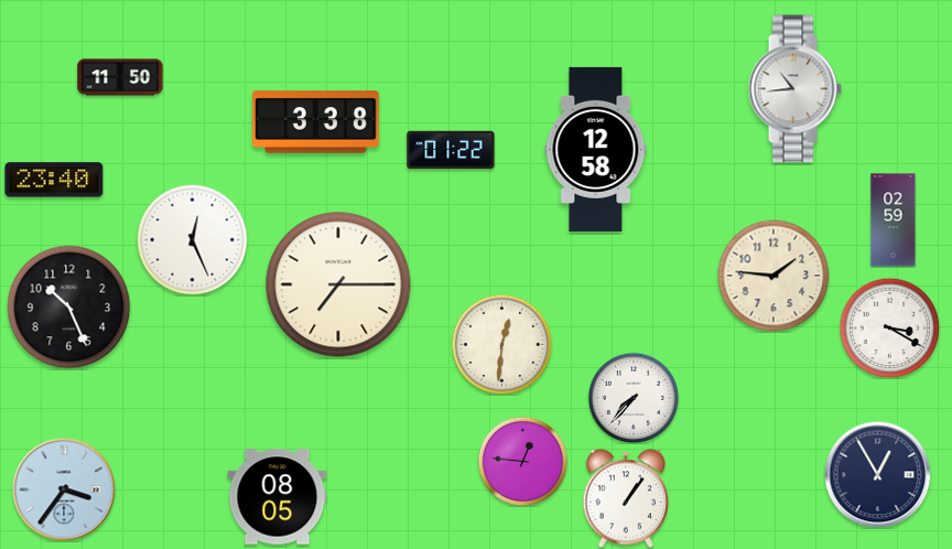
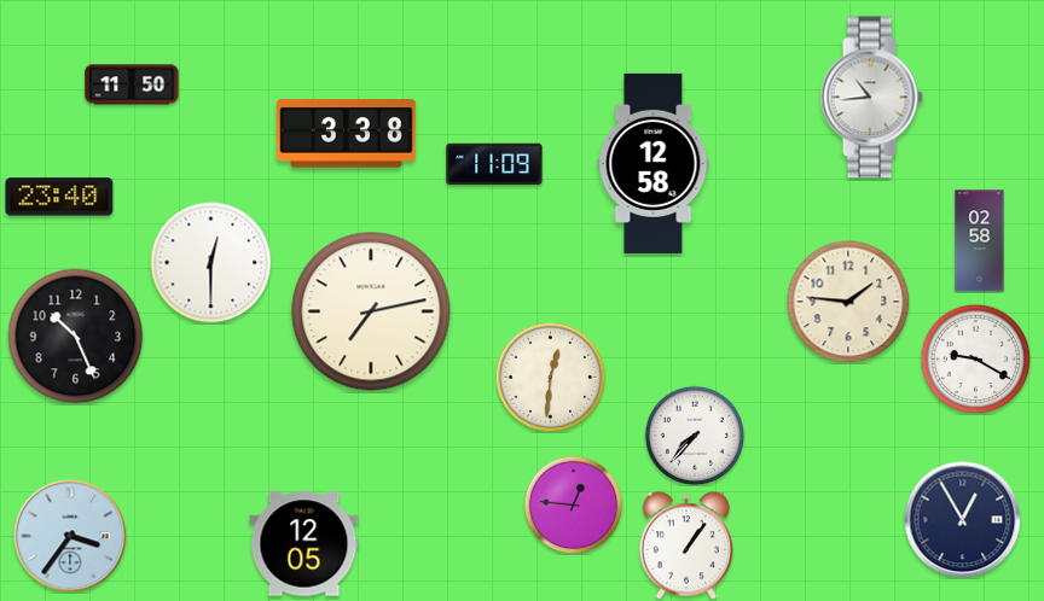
clock at (451, 150): 01:22 -> 11:09
clock at (894, 220): 02:59 -> 02:58
clock at (193, 240): 12:26 -> 12:30
clock at (338, 284): 7:15 -> 7:13
clock at (889, 327): 3:20 -> 9:20
clock at (278, 497): 08:05 -> 12:05
